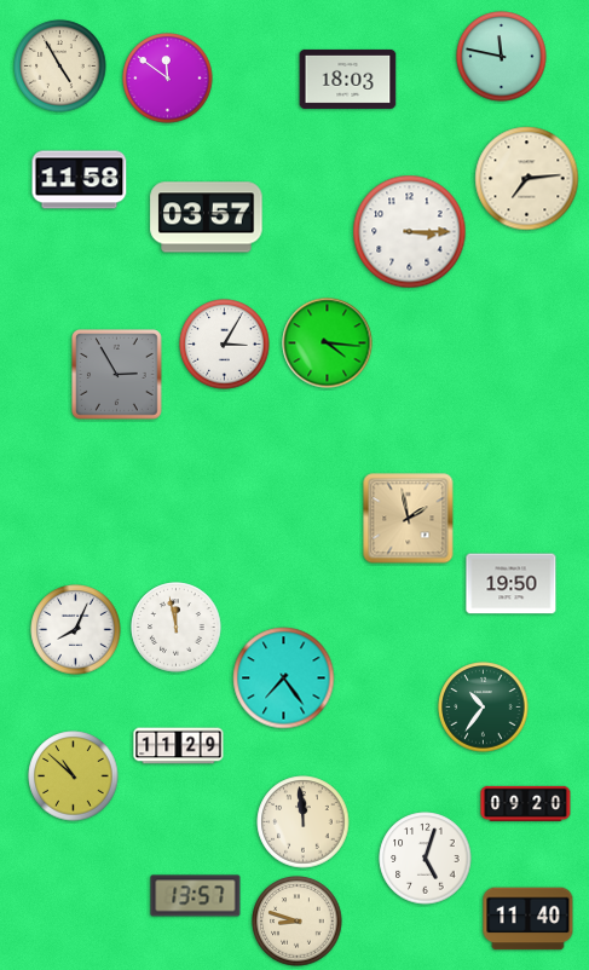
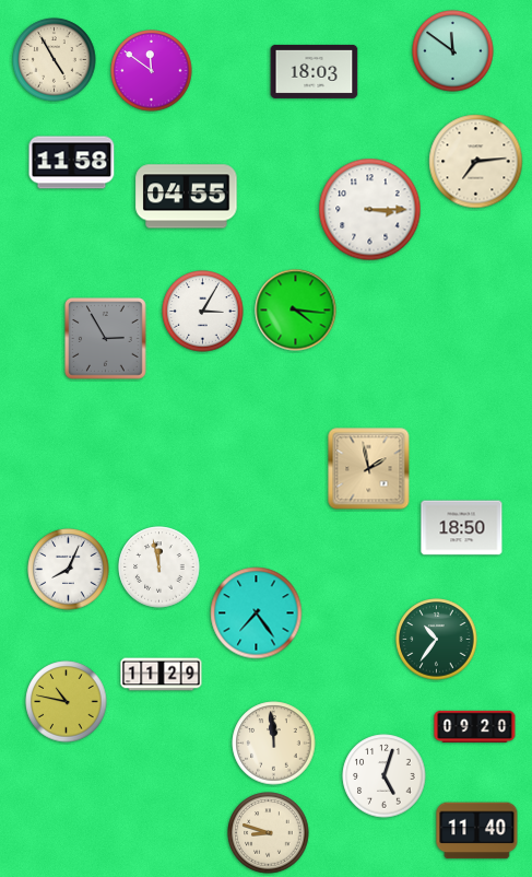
clock at (502, 57): 11:47 -> 11:51
clock at (207, 218): 03:57 -> 04:55
clock at (512, 584): 19:50 -> 18:50
clock at (74, 776): 10:52 -> 10:47
clock at (196, 896): 13:57 -> none
